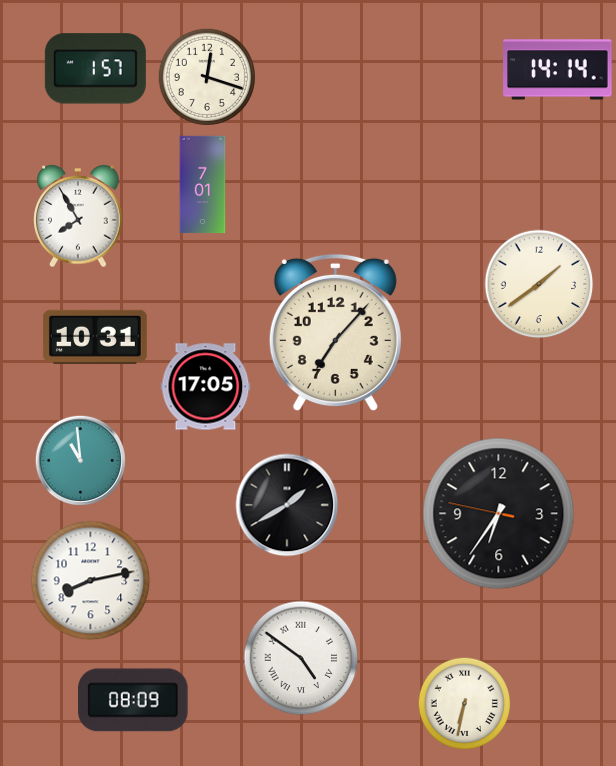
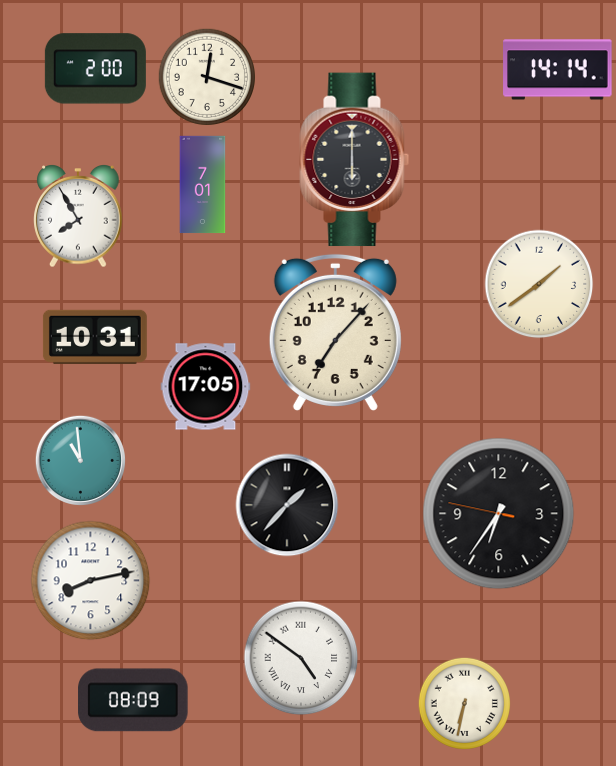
clock at (95, 69): 1:57 -> 2:00
clock at (355, 160): none -> 6:00
clock at (287, 505): 1:40 -> 1:37
